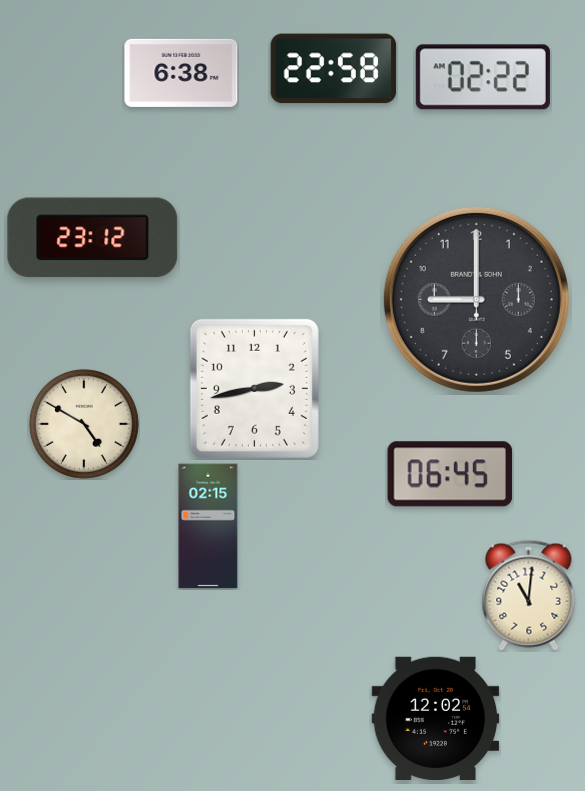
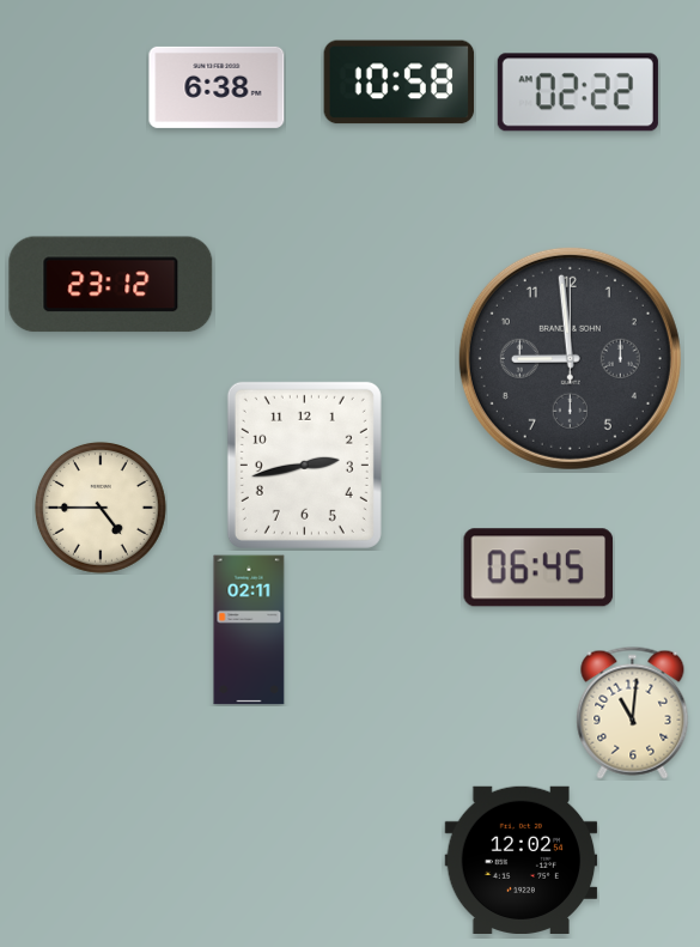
clock at (334, 69): 22:58 -> 10:58
clock at (476, 299): 9:00 -> 8:59
clock at (84, 424): 4:50 -> 4:45
clock at (208, 526): 02:15 -> 02:11
